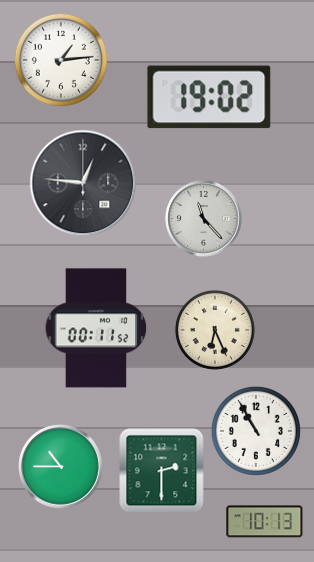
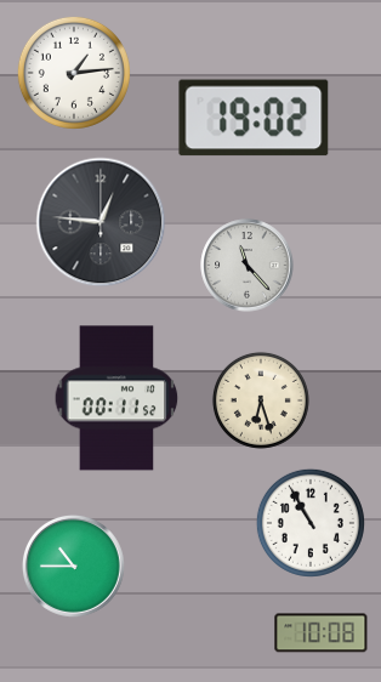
clock at (215, 330): 6:26 -> 6:27
clock at (162, 471): 2:30 -> none
clock at (265, 522): 10:13 -> 10:08
